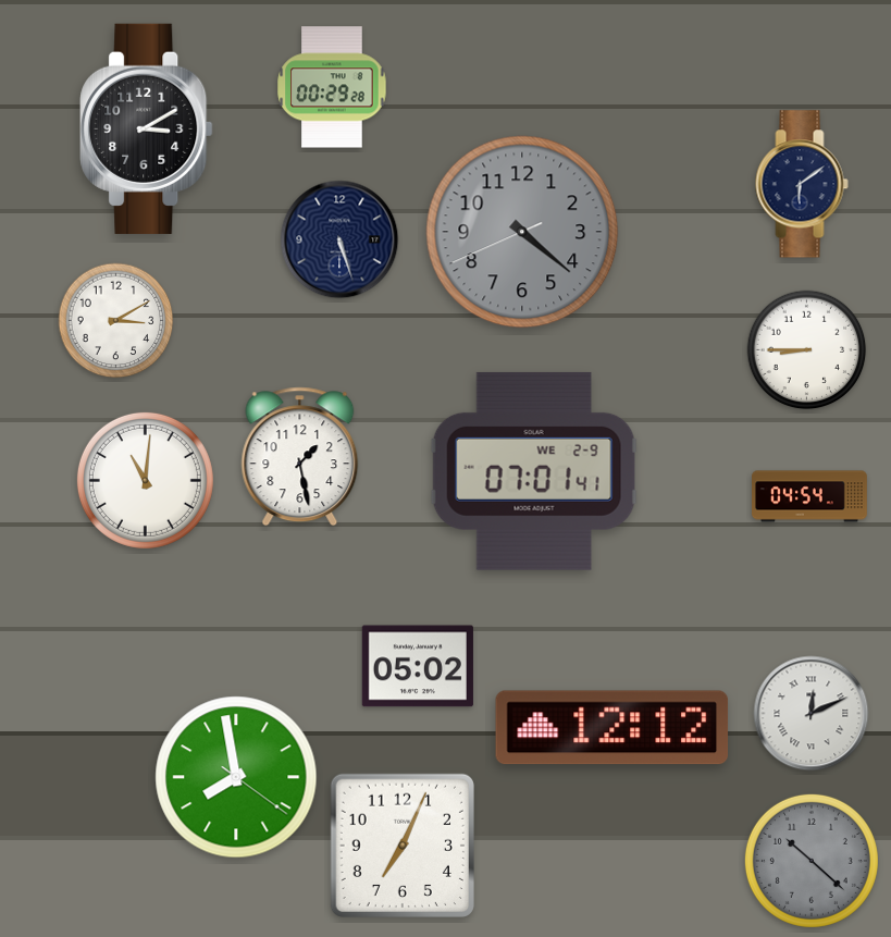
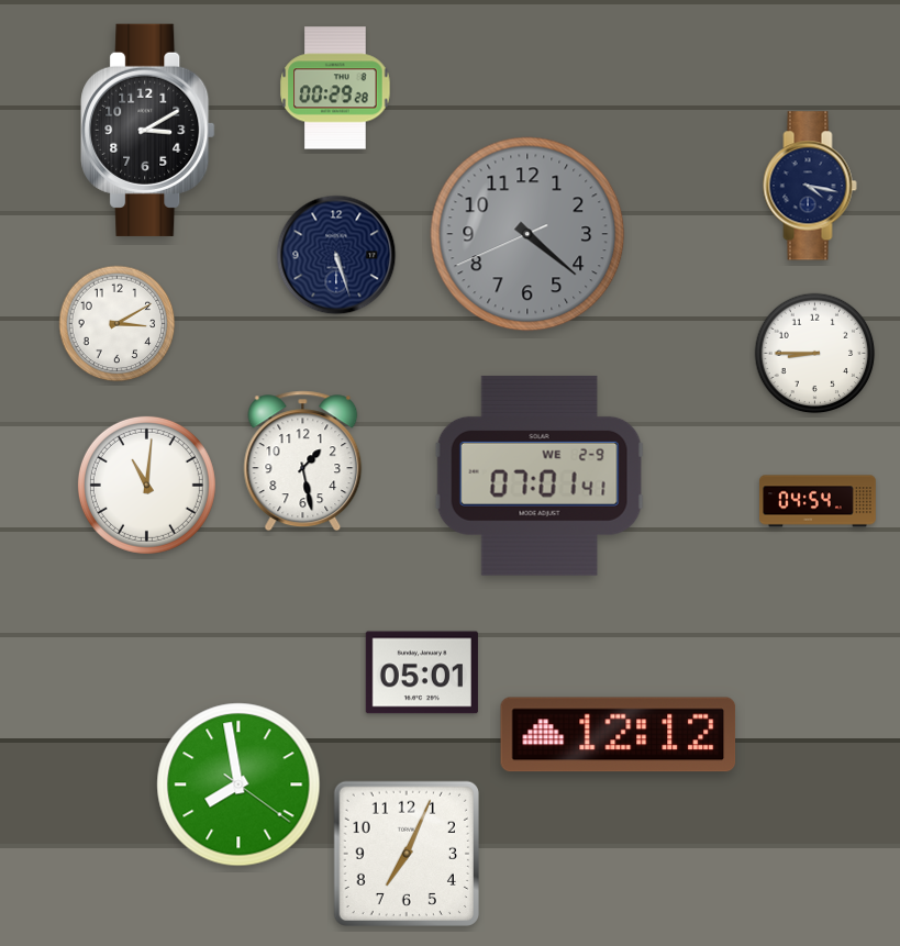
clock at (802, 184): 6:09 -> 4:17
clock at (339, 239) position: (339, 239) -> (336, 255)
clock at (418, 666): 05:02 -> 05:01
clock at (812, 714): 12:11 -> none
clock at (812, 861): 10:22 -> none
